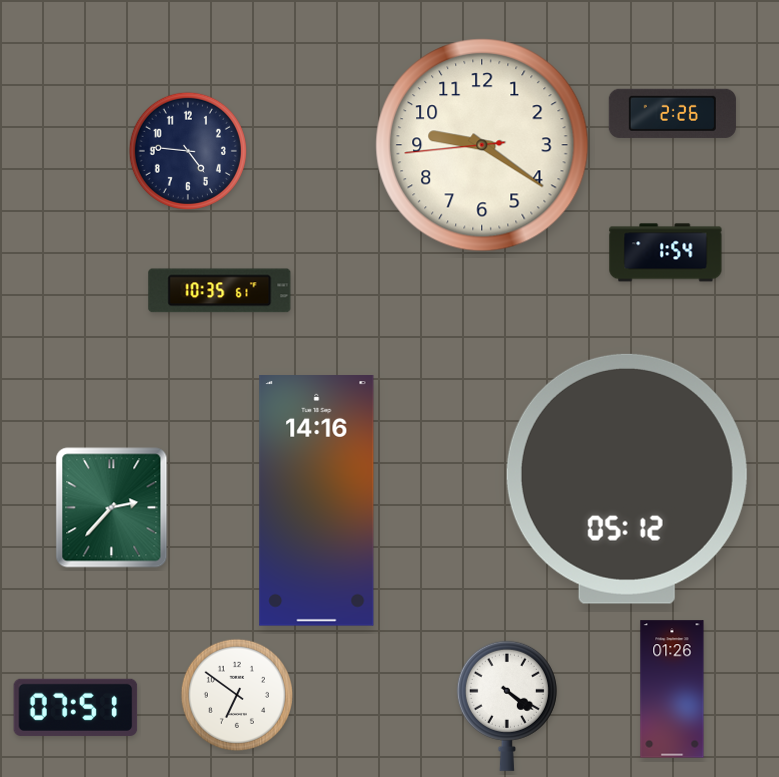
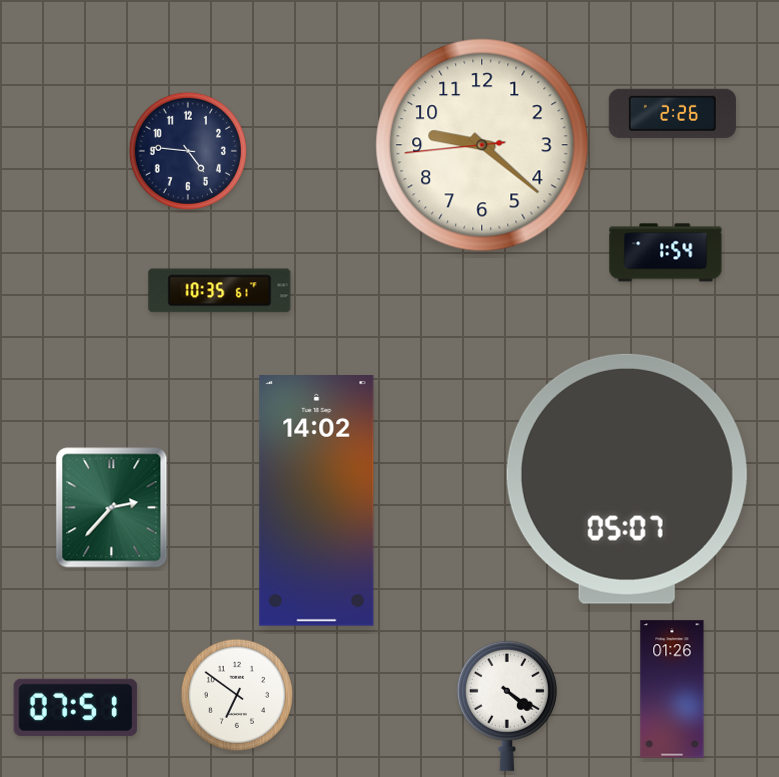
clock at (482, 145): 9:20 -> 9:21
clock at (627, 479): 05:12 -> 05:07
clock at (317, 501): 14:16 -> 14:02
